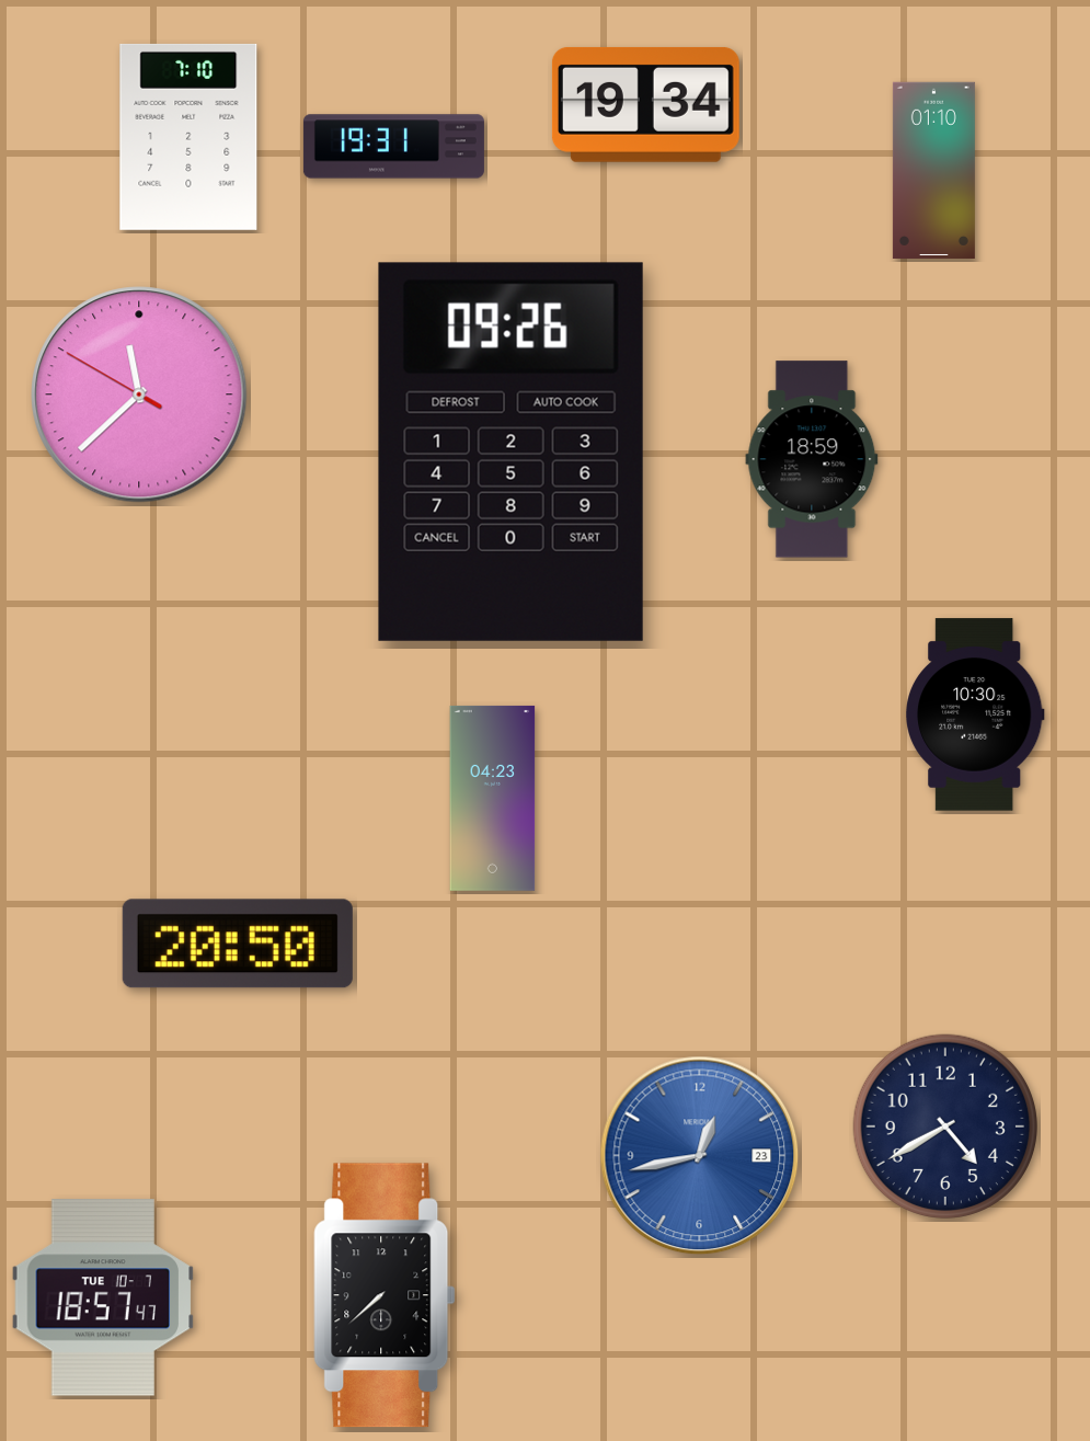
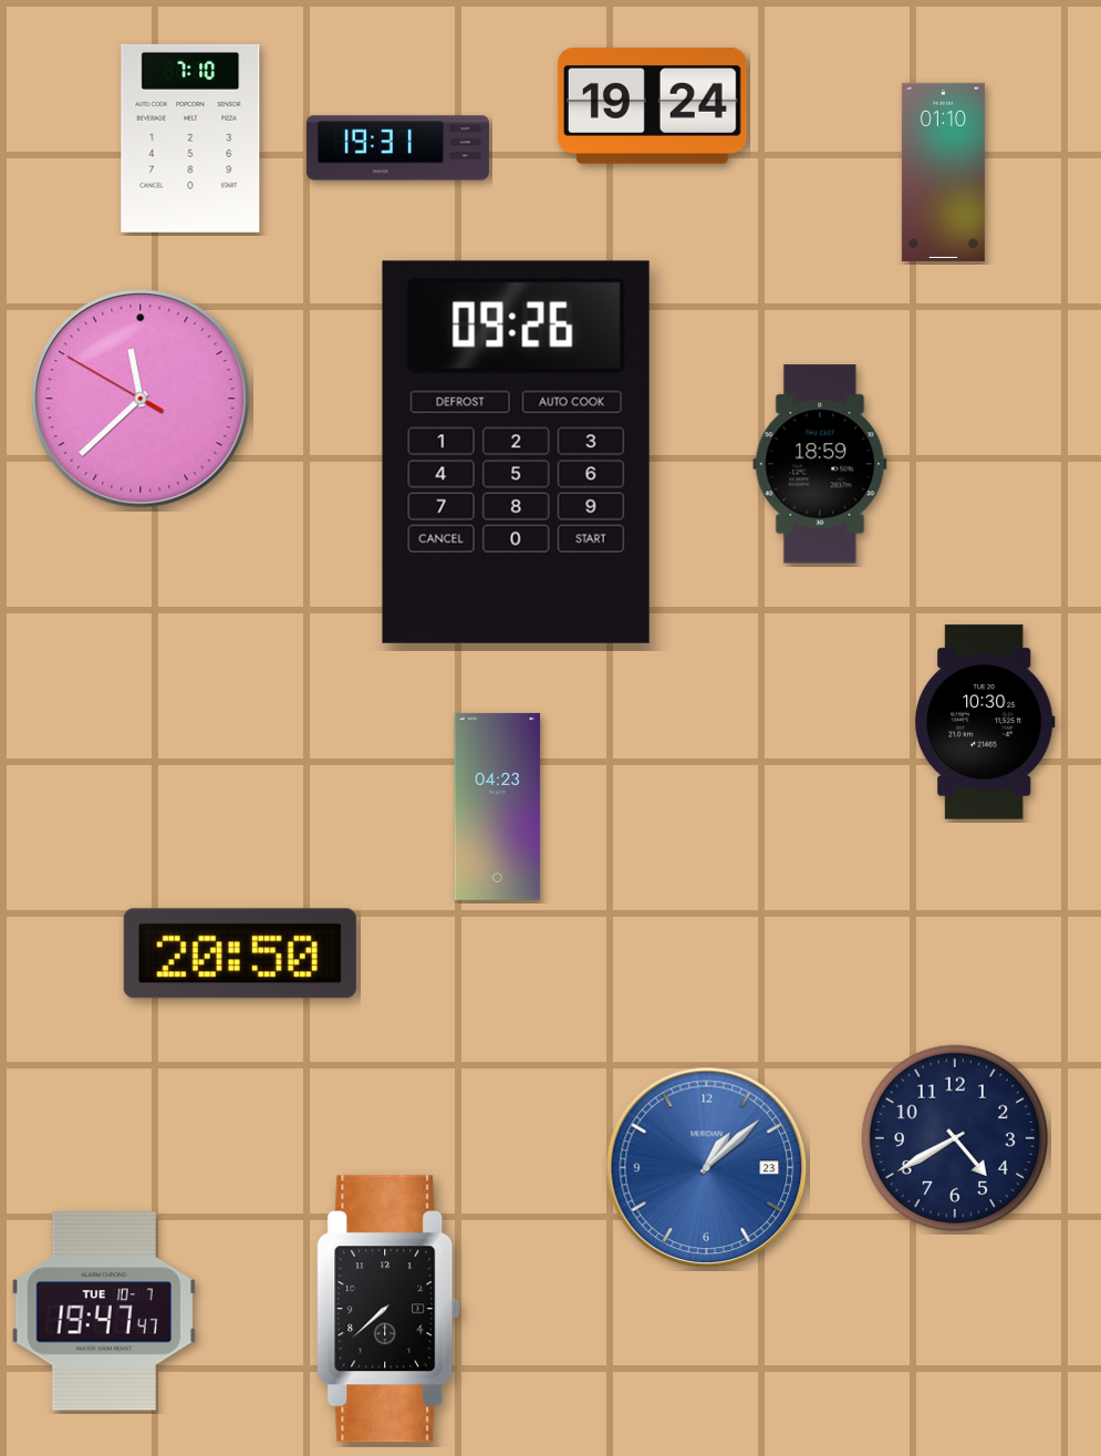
clock at (645, 104): 19:34 -> 19:24
clock at (510, 451) position: (510, 451) -> (516, 452)
clock at (700, 1156): 12:43 -> 1:08
clock at (103, 1297): 18:57 -> 19:47
